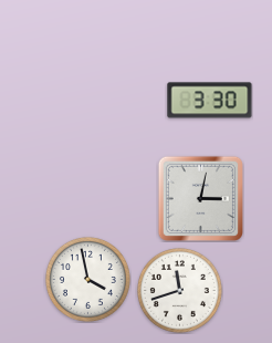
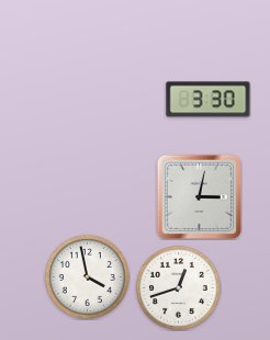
clock at (179, 290): 11:42 -> 12:42
